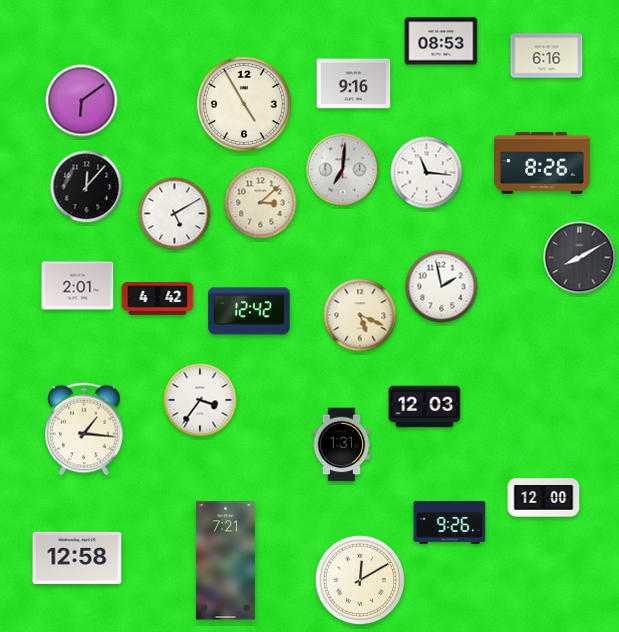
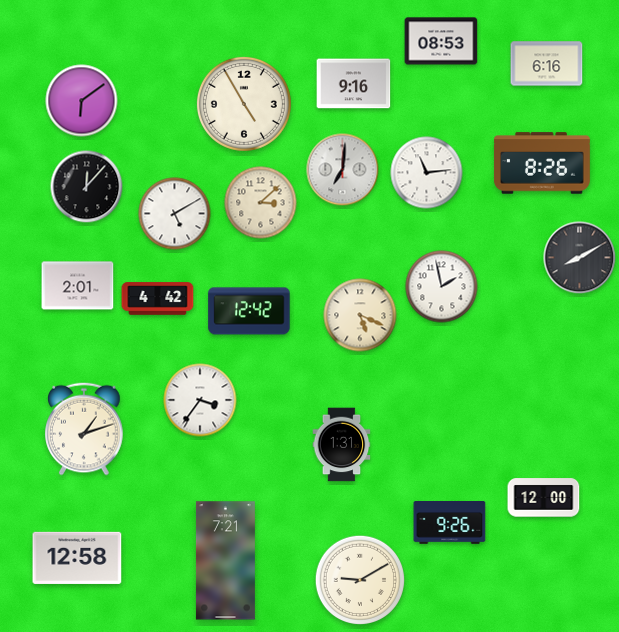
clock at (547, 56) position: (547, 56) -> (547, 64)
clock at (427, 173): 11:16 -> 11:14
clock at (425, 407): 12:03 -> none
clock at (84, 429): 1:16 -> 1:12
clock at (360, 580): 12:10 -> 9:10
